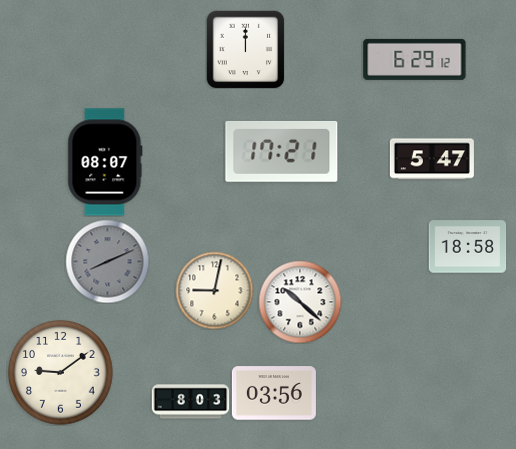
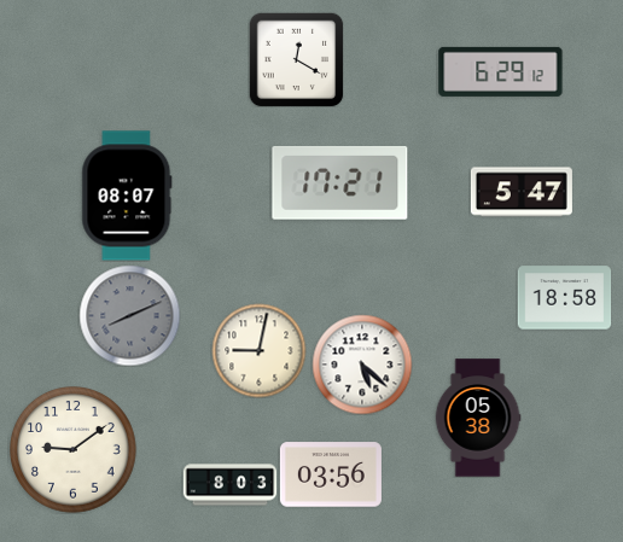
clock at (245, 49): 12:00 -> 12:20
clock at (300, 302): 10:22 -> 5:22
clock at (478, 418): none -> 05:38
